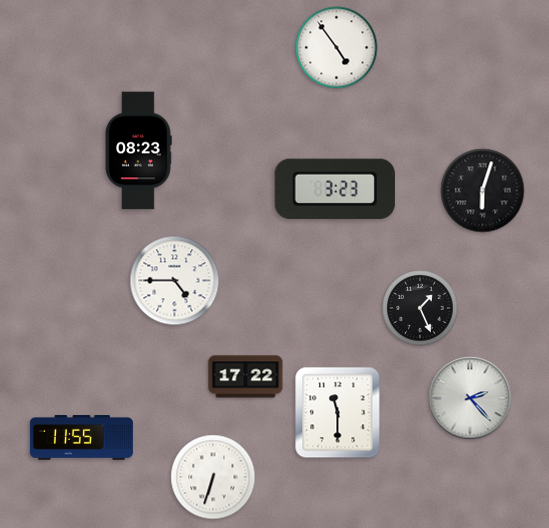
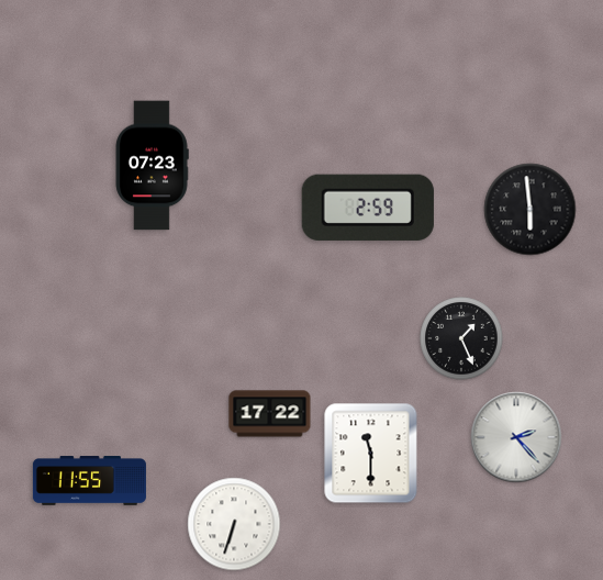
clock at (337, 48): 4:54 -> none
clock at (138, 151): 08:23 -> 07:23
clock at (335, 189): 3:23 -> 2:59
clock at (483, 191): 6:03 -> 5:59
clock at (175, 281): 4:45 -> none
